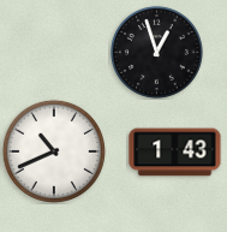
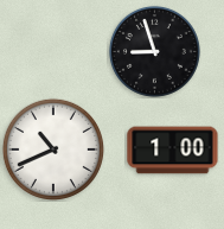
clock at (156, 52): 12:57 -> 8:57
clock at (175, 153): 1:43 -> 1:00
